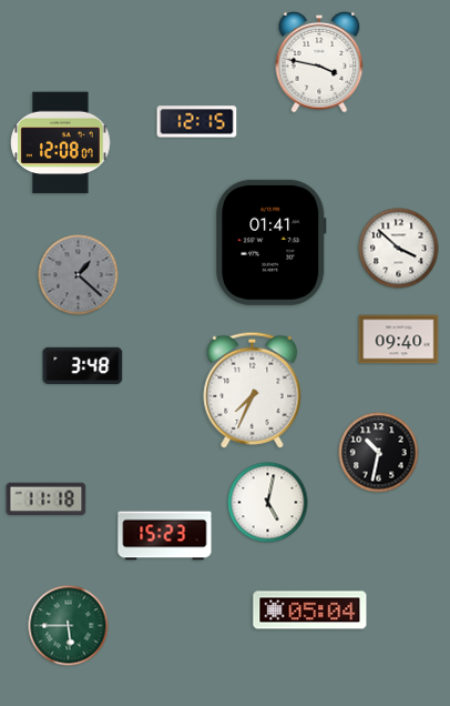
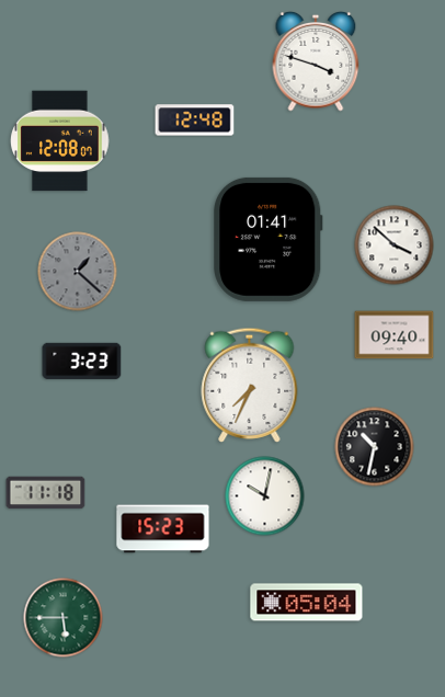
clock at (319, 62): 3:47 -> 3:48
clock at (197, 122): 12:15 -> 12:48
clock at (83, 365): 3:48 -> 3:23
clock at (268, 503): 5:02 -> 10:02
clock at (69, 626) position: (69, 626) -> (64, 618)
